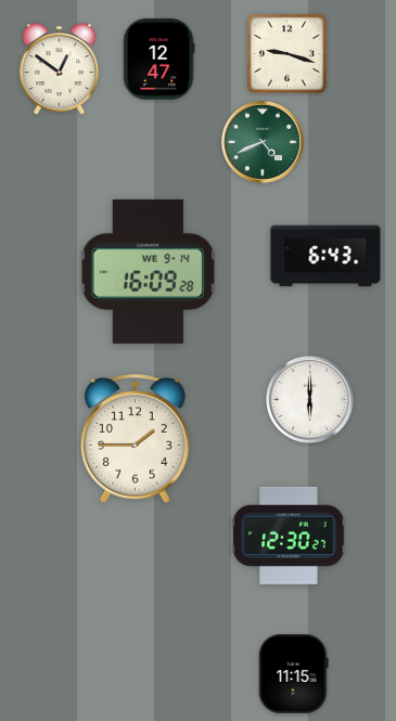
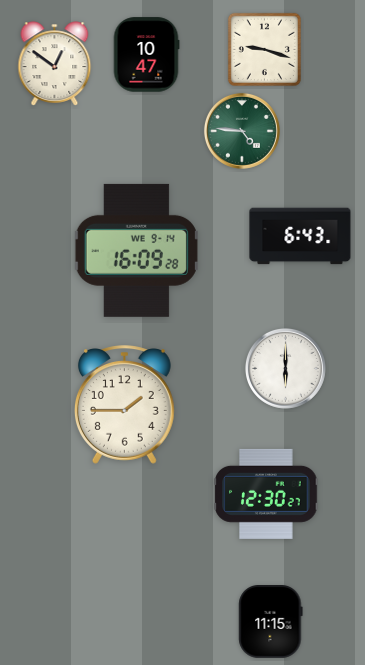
clock at (158, 60): 12:47 -> 10:47
clock at (263, 142): 4:41 -> 4:46
